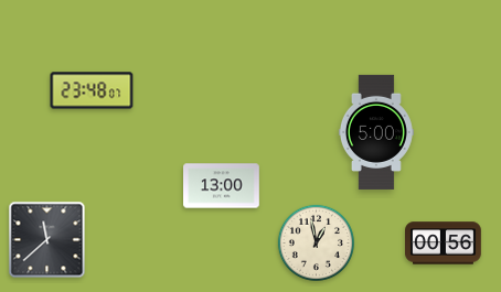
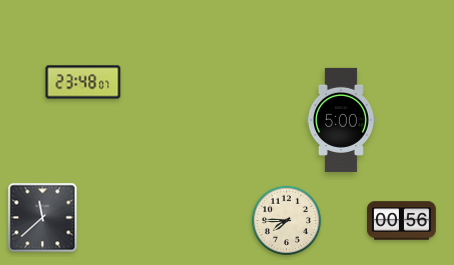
clock at (222, 186): 13:00 -> none
clock at (316, 242): 12:58 -> 7:45
